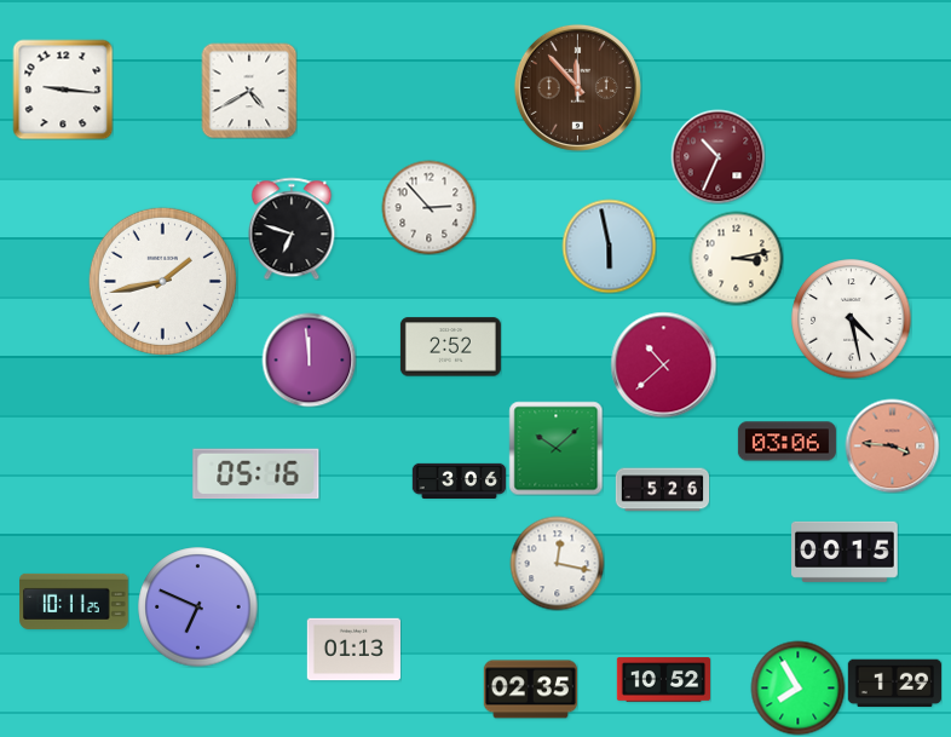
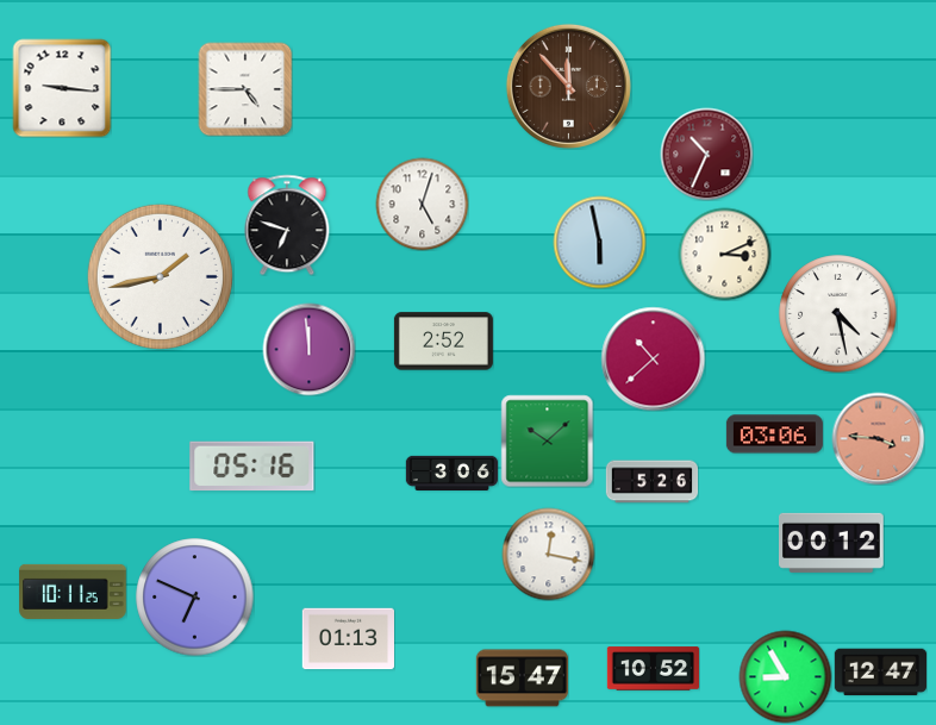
clock at (249, 91): 4:40 -> 4:45
clock at (428, 207): 2:53 -> 5:03
clock at (736, 258): 3:13 -> 3:11
clock at (309, 359) position: (309, 359) -> (308, 349)
clock at (846, 552): 00:15 -> 00:12
clock at (894, 684): 1:29 -> 12:47
clock at (797, 687): 7:55 -> 8:55
clock at (530, 690): 02:35 -> 15:47
